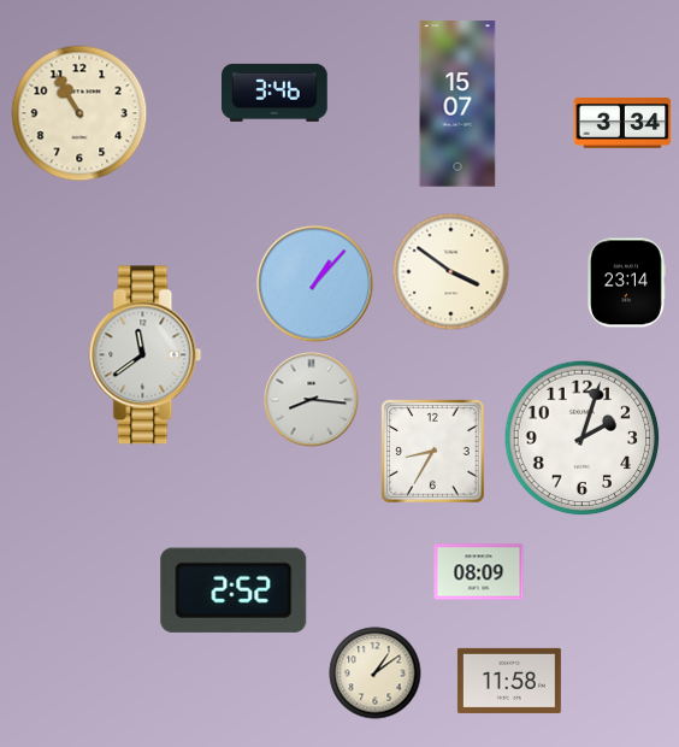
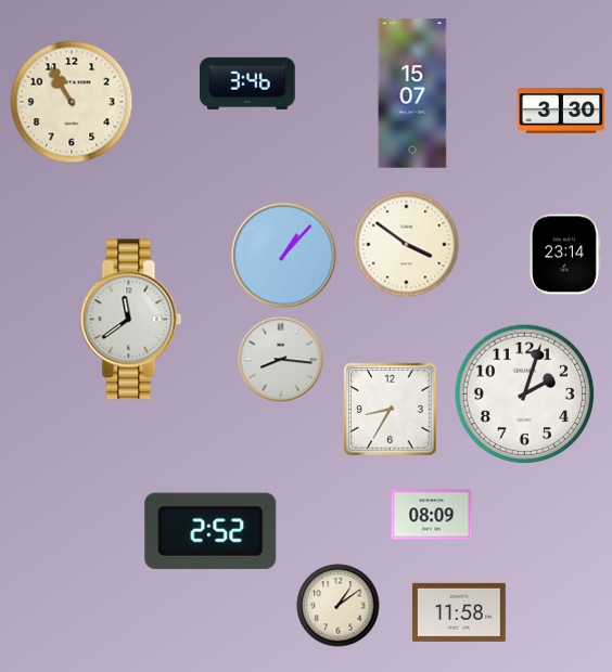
clock at (622, 124): 3:34 -> 3:30
clock at (433, 452) position: (433, 452) -> (391, 410)
